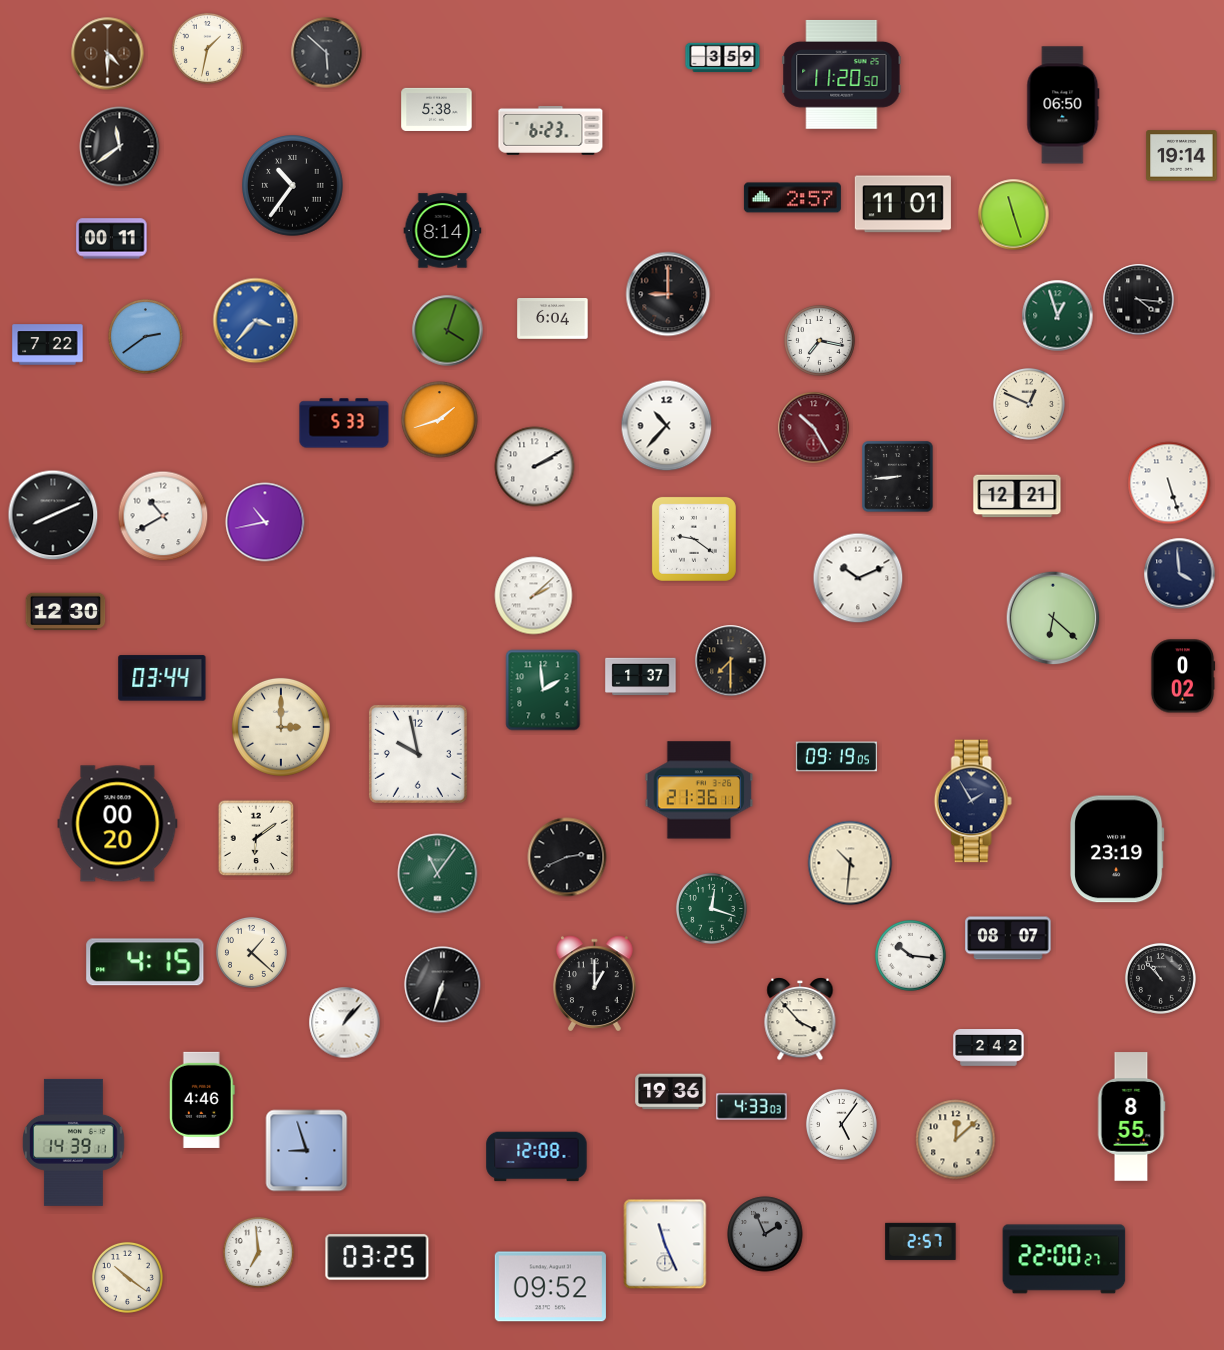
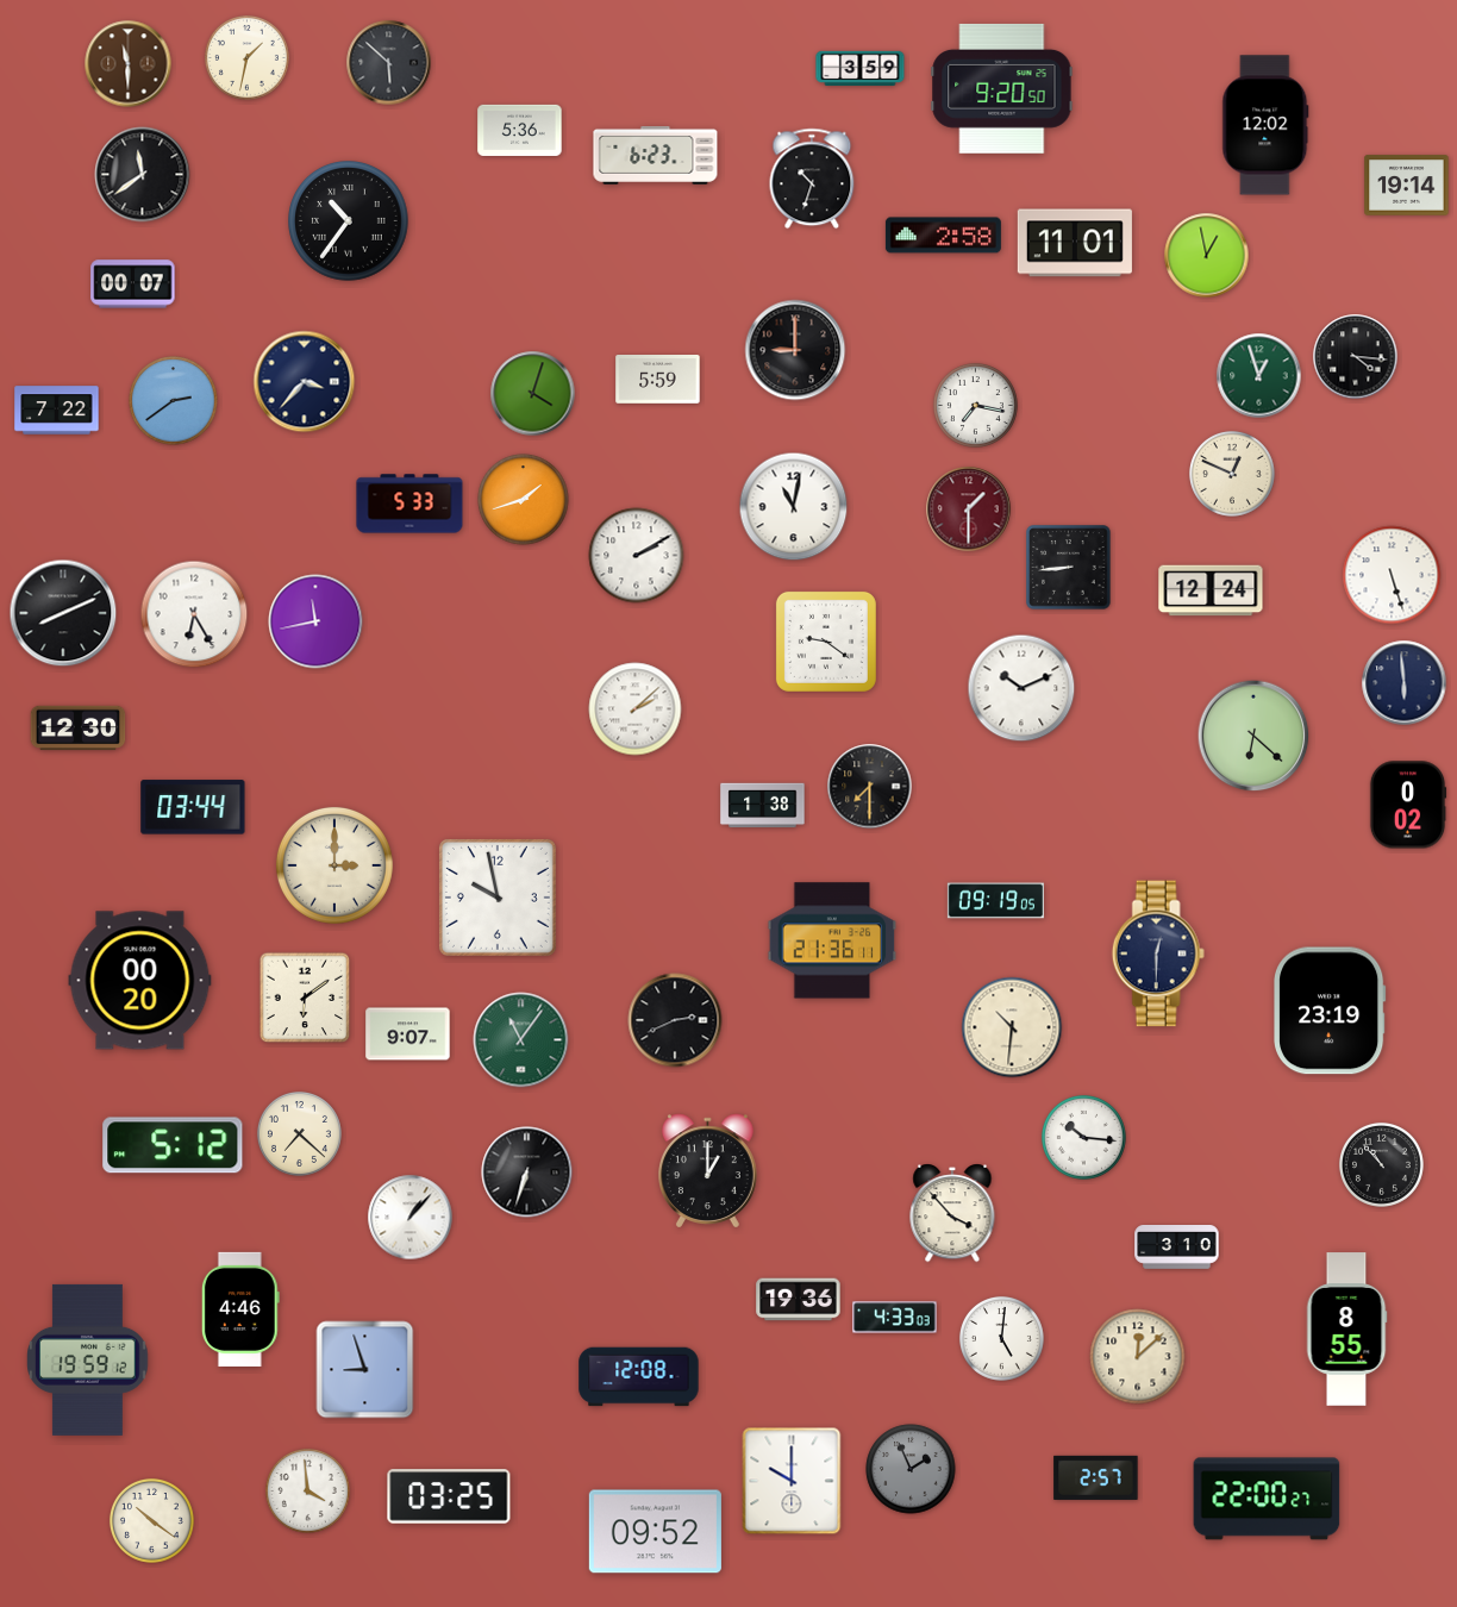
clock at (108, 54): 4:30 -> 11:30
clock at (842, 74): 11:20 -> 9:20
clock at (1063, 105): 06:50 -> 12:02
clock at (437, 109): 5:38 -> 5:36
clock at (812, 179): none -> 10:33
clock at (792, 198): 2:57 -> 2:58
clock at (1014, 215): 11:27 -> 12:58
clock at (443, 231): 8:14 -> none
clock at (112, 239): 00:11 -> 00:07
clock at (553, 319): 6:04 -> 5:59
clock at (256, 321) dial: blue -> navy
clock at (1030, 405) position: (1030, 405) -> (1233, 475)
clock at (667, 426): 10:37 -> 11:02
clock at (814, 428): 10:25 -> 1:30
clock at (1017, 496): 12:21 -> 12:24
clock at (163, 516): 10:40 -> 6:25
clock at (265, 522): 10:43 -> 11:43
clock at (1180, 574): 3:59 -> 5:59
clock at (641, 677): 1:37 -> 1:38
clock at (543, 690): 1:59 -> none
clock at (973, 801): 1:55 -> 12:30
clock at (408, 1034): none -> 9:07
clock at (711, 908): 12:18 -> none
clock at (1008, 938): 08:07 -> none
clock at (251, 952): 1:22 -> 7:22
clock at (145, 962): 4:15 -> 5:12
clock at (989, 1048): 2:42 -> 3:10
clock at (841, 1124): 5:06 -> 5:01
clock at (74, 1142): 14:39 -> 19:59
clock at (665, 1244): 11:26 -> 10:00
clock at (258, 1252): 6:59 -> 3:59
